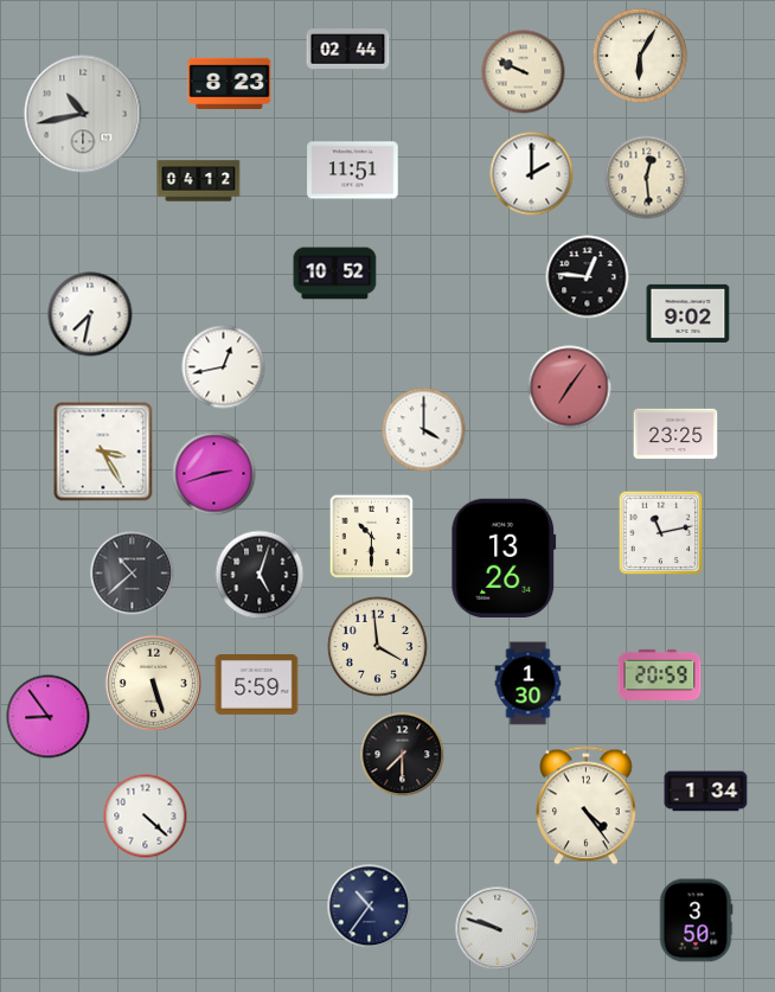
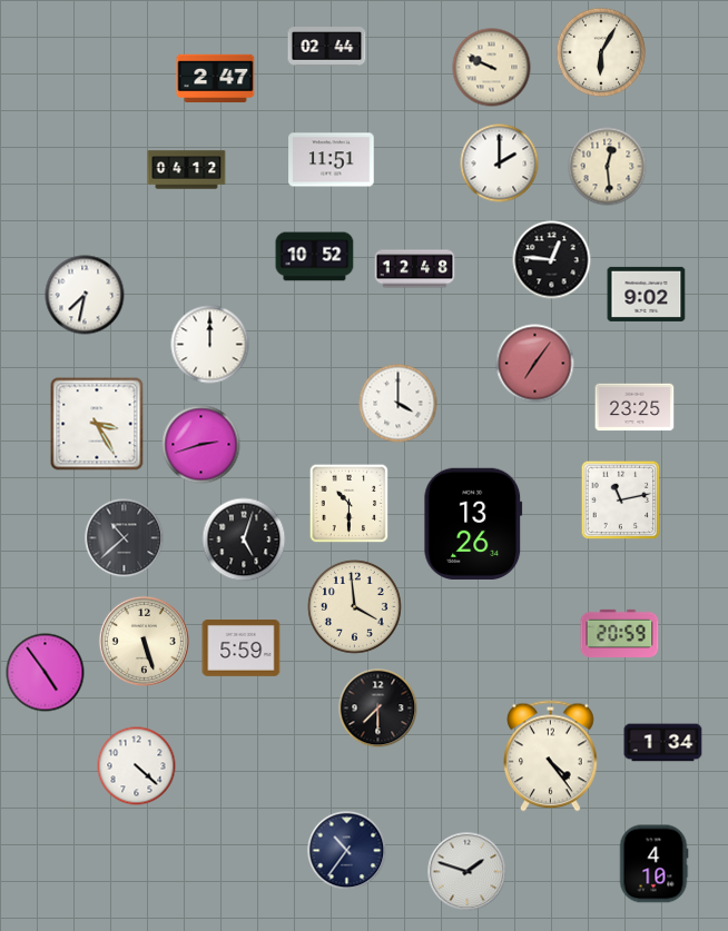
clock at (230, 84): 8:23 -> 2:47
clock at (83, 114): 10:43 -> none
clock at (415, 269): none -> 12:48
clock at (224, 367): 12:43 -> 12:00
clock at (529, 684): 1:30 -> none
clock at (257, 685) position: (257, 685) -> (242, 648)
clock at (49, 717): 8:54 -> 4:54
clock at (696, 921): 3:50 -> 4:10
clock at (498, 929): 9:48 -> 1:48
